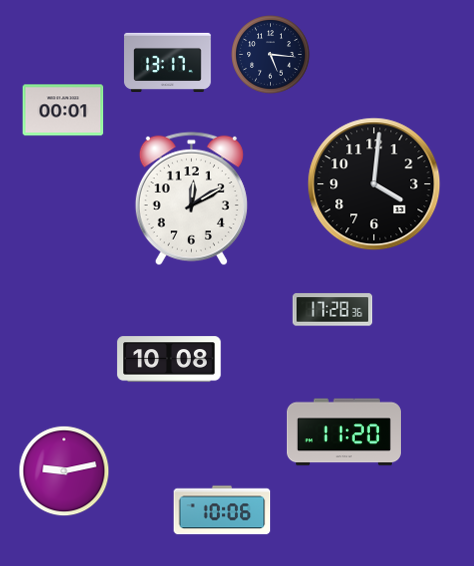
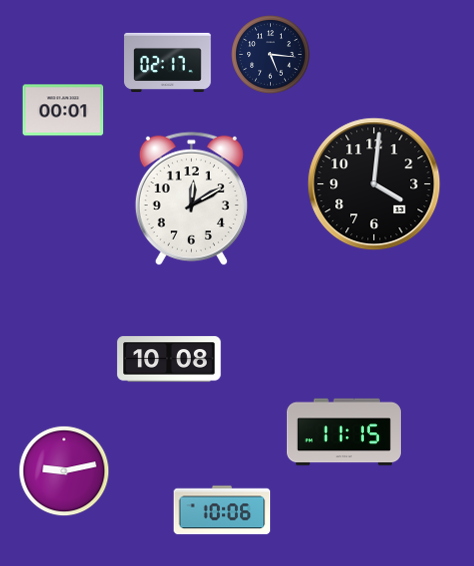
clock at (168, 62): 13:17 -> 02:17
clock at (333, 310): 17:28 -> none
clock at (344, 432): 11:20 -> 11:15
